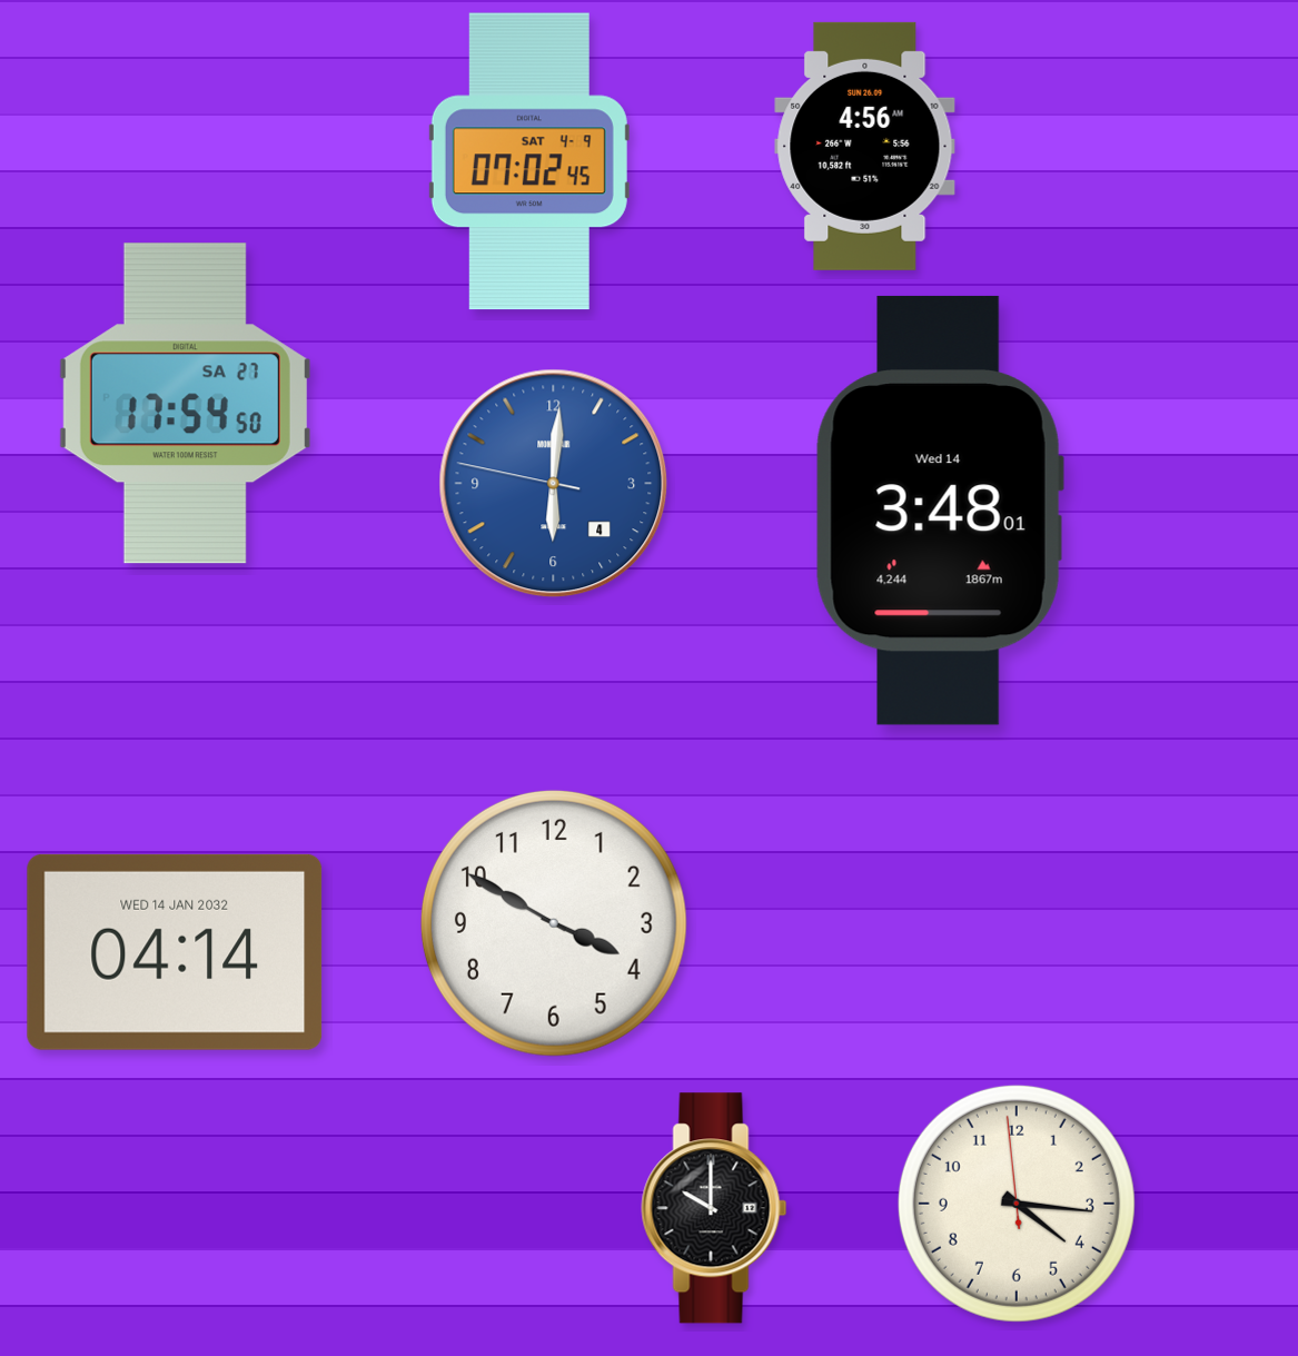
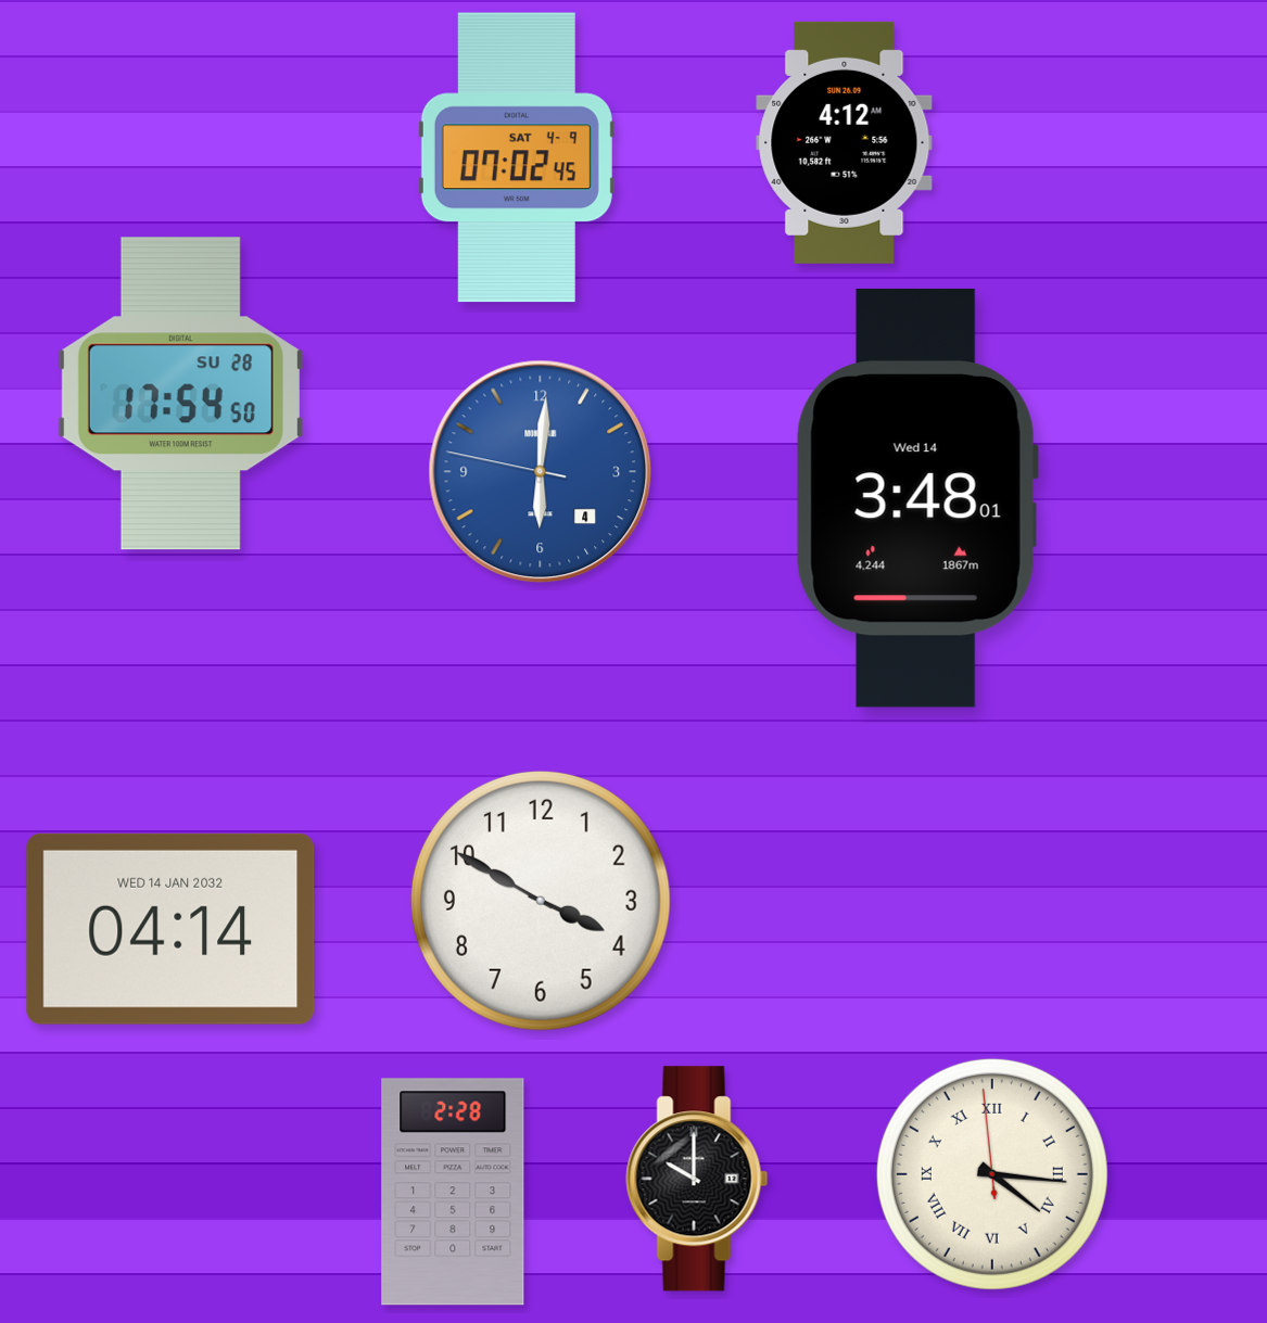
clock at (865, 146): 4:56 -> 4:12
clock at (185, 404) date: SA 27 -> SU 28
clock at (1017, 1204) numerals: Arabic -> Roman
clock at (453, 1192): none -> 2:28
